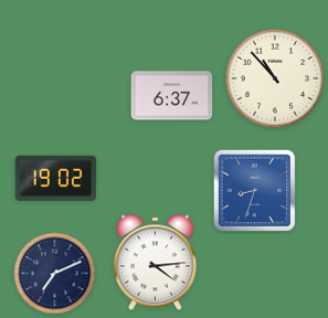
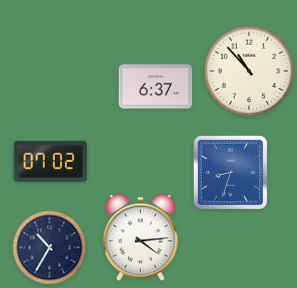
clock at (56, 178): 19:02 -> 07:02
clock at (55, 274): 7:11 -> 10:35
